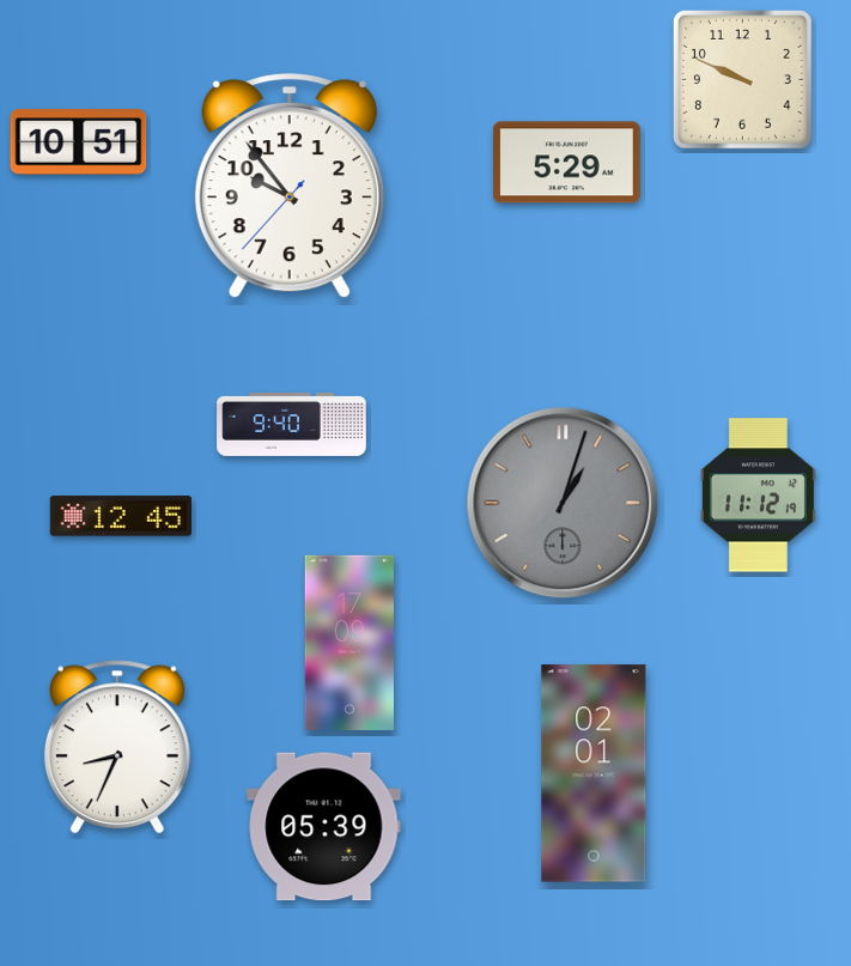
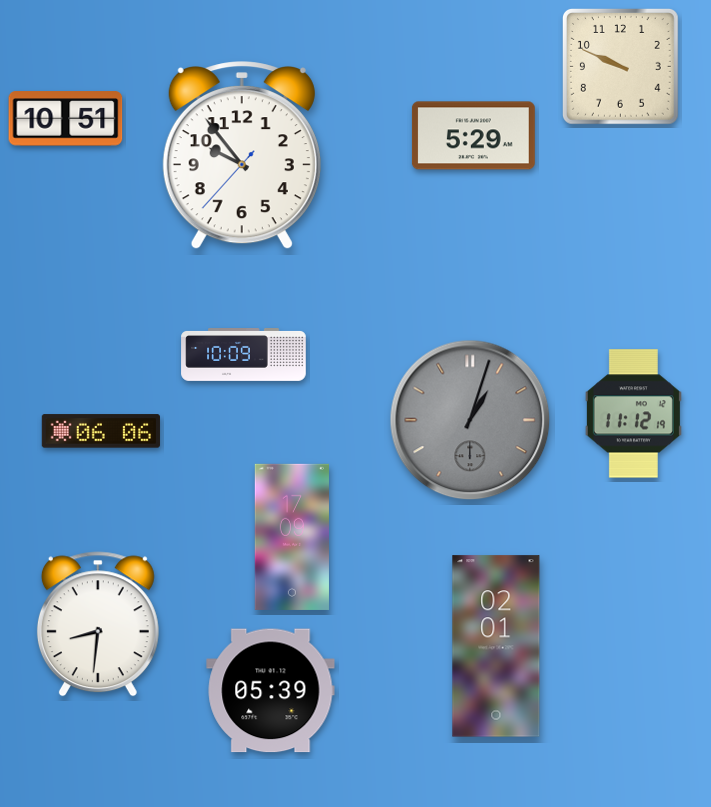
clock at (292, 425): 9:40 -> 10:09
clock at (121, 516): 12:45 -> 06:06
clock at (117, 747): 8:34 -> 8:31
